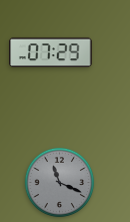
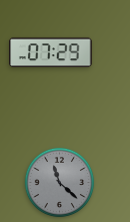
clock at (60, 183): 11:19 -> 11:22
